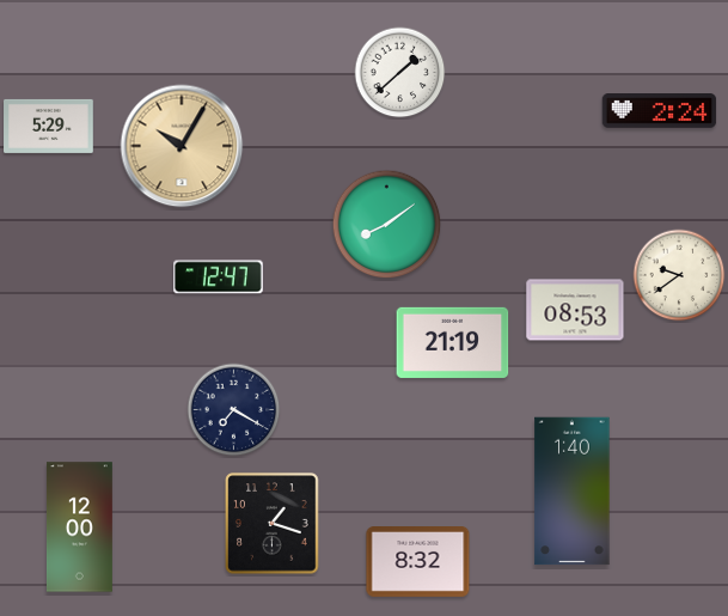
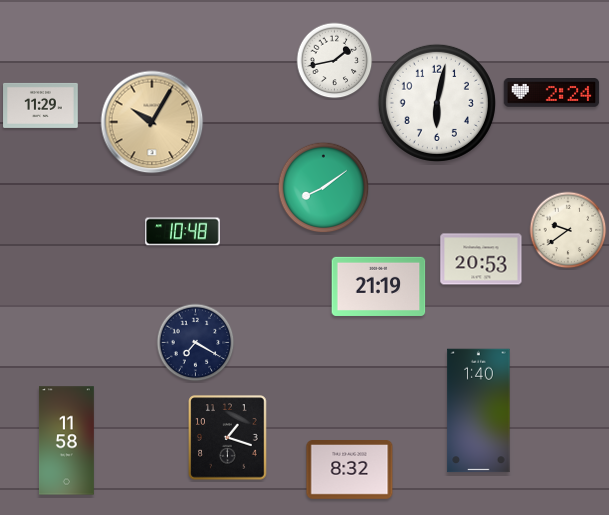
clock at (400, 73): 1:38 -> 1:43
clock at (437, 103): none -> 6:02
clock at (49, 126): 5:29 -> 11:29
clock at (219, 277): 12:47 -> 10:48
clock at (575, 310): 08:53 -> 20:53
clock at (80, 527): 12:00 -> 11:58
